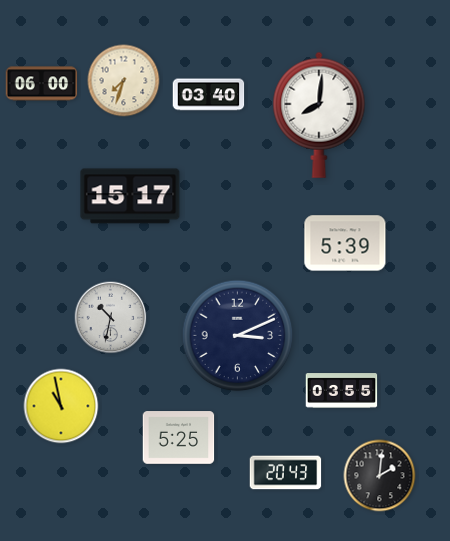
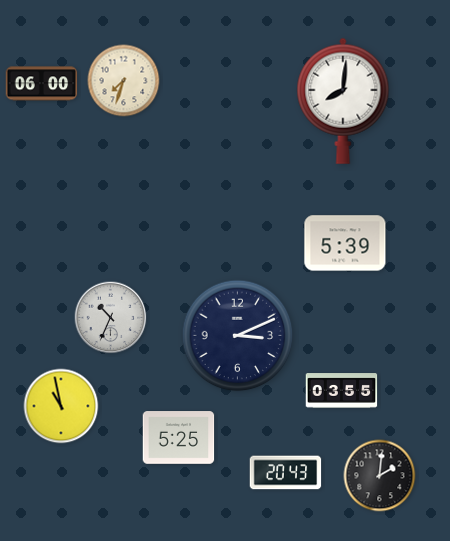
clock at (209, 95): 03:40 -> none
clock at (319, 115) position: (319, 115) -> (343, 101)
clock at (130, 196): 15:17 -> none
clock at (111, 318): 10:32 -> 10:34
